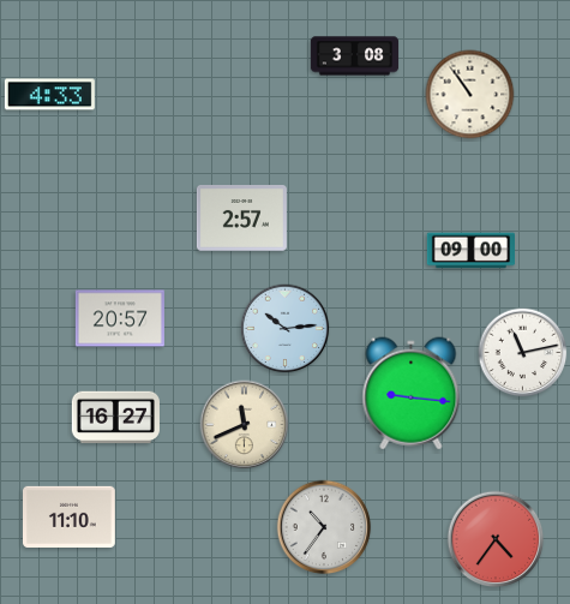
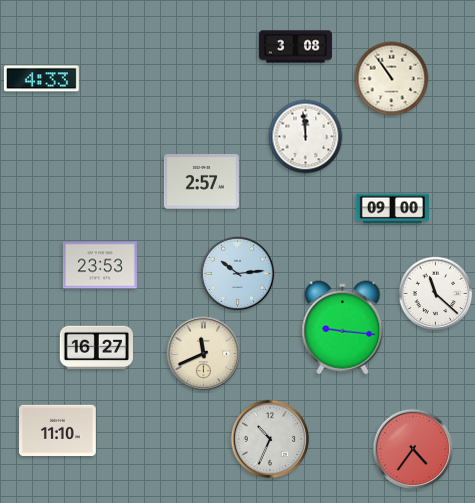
clock at (306, 137): none -> 11:59
clock at (120, 318): 20:57 -> 23:53
clock at (523, 353): 11:13 -> 11:22
clock at (324, 527): 10:36 -> 10:34
